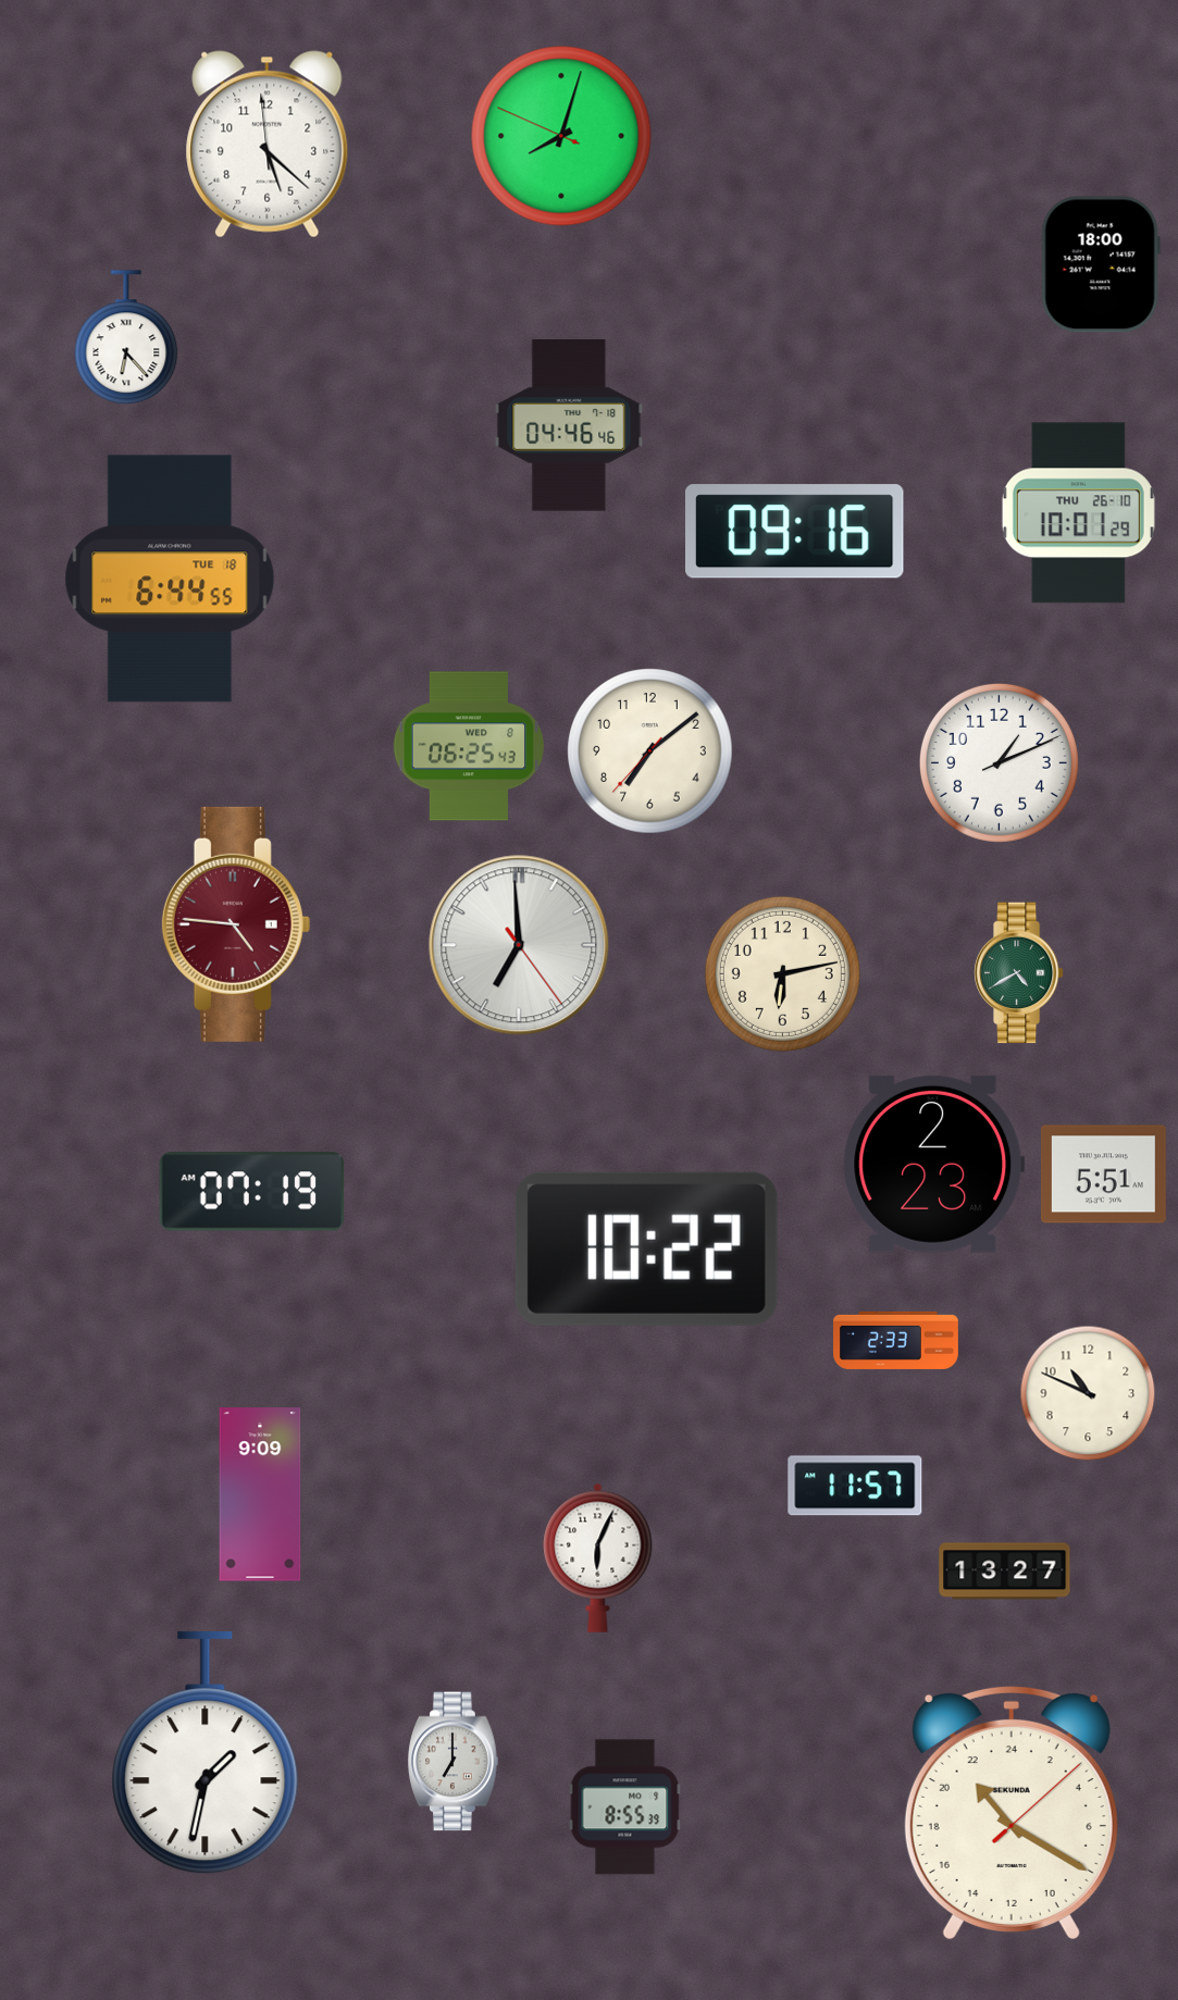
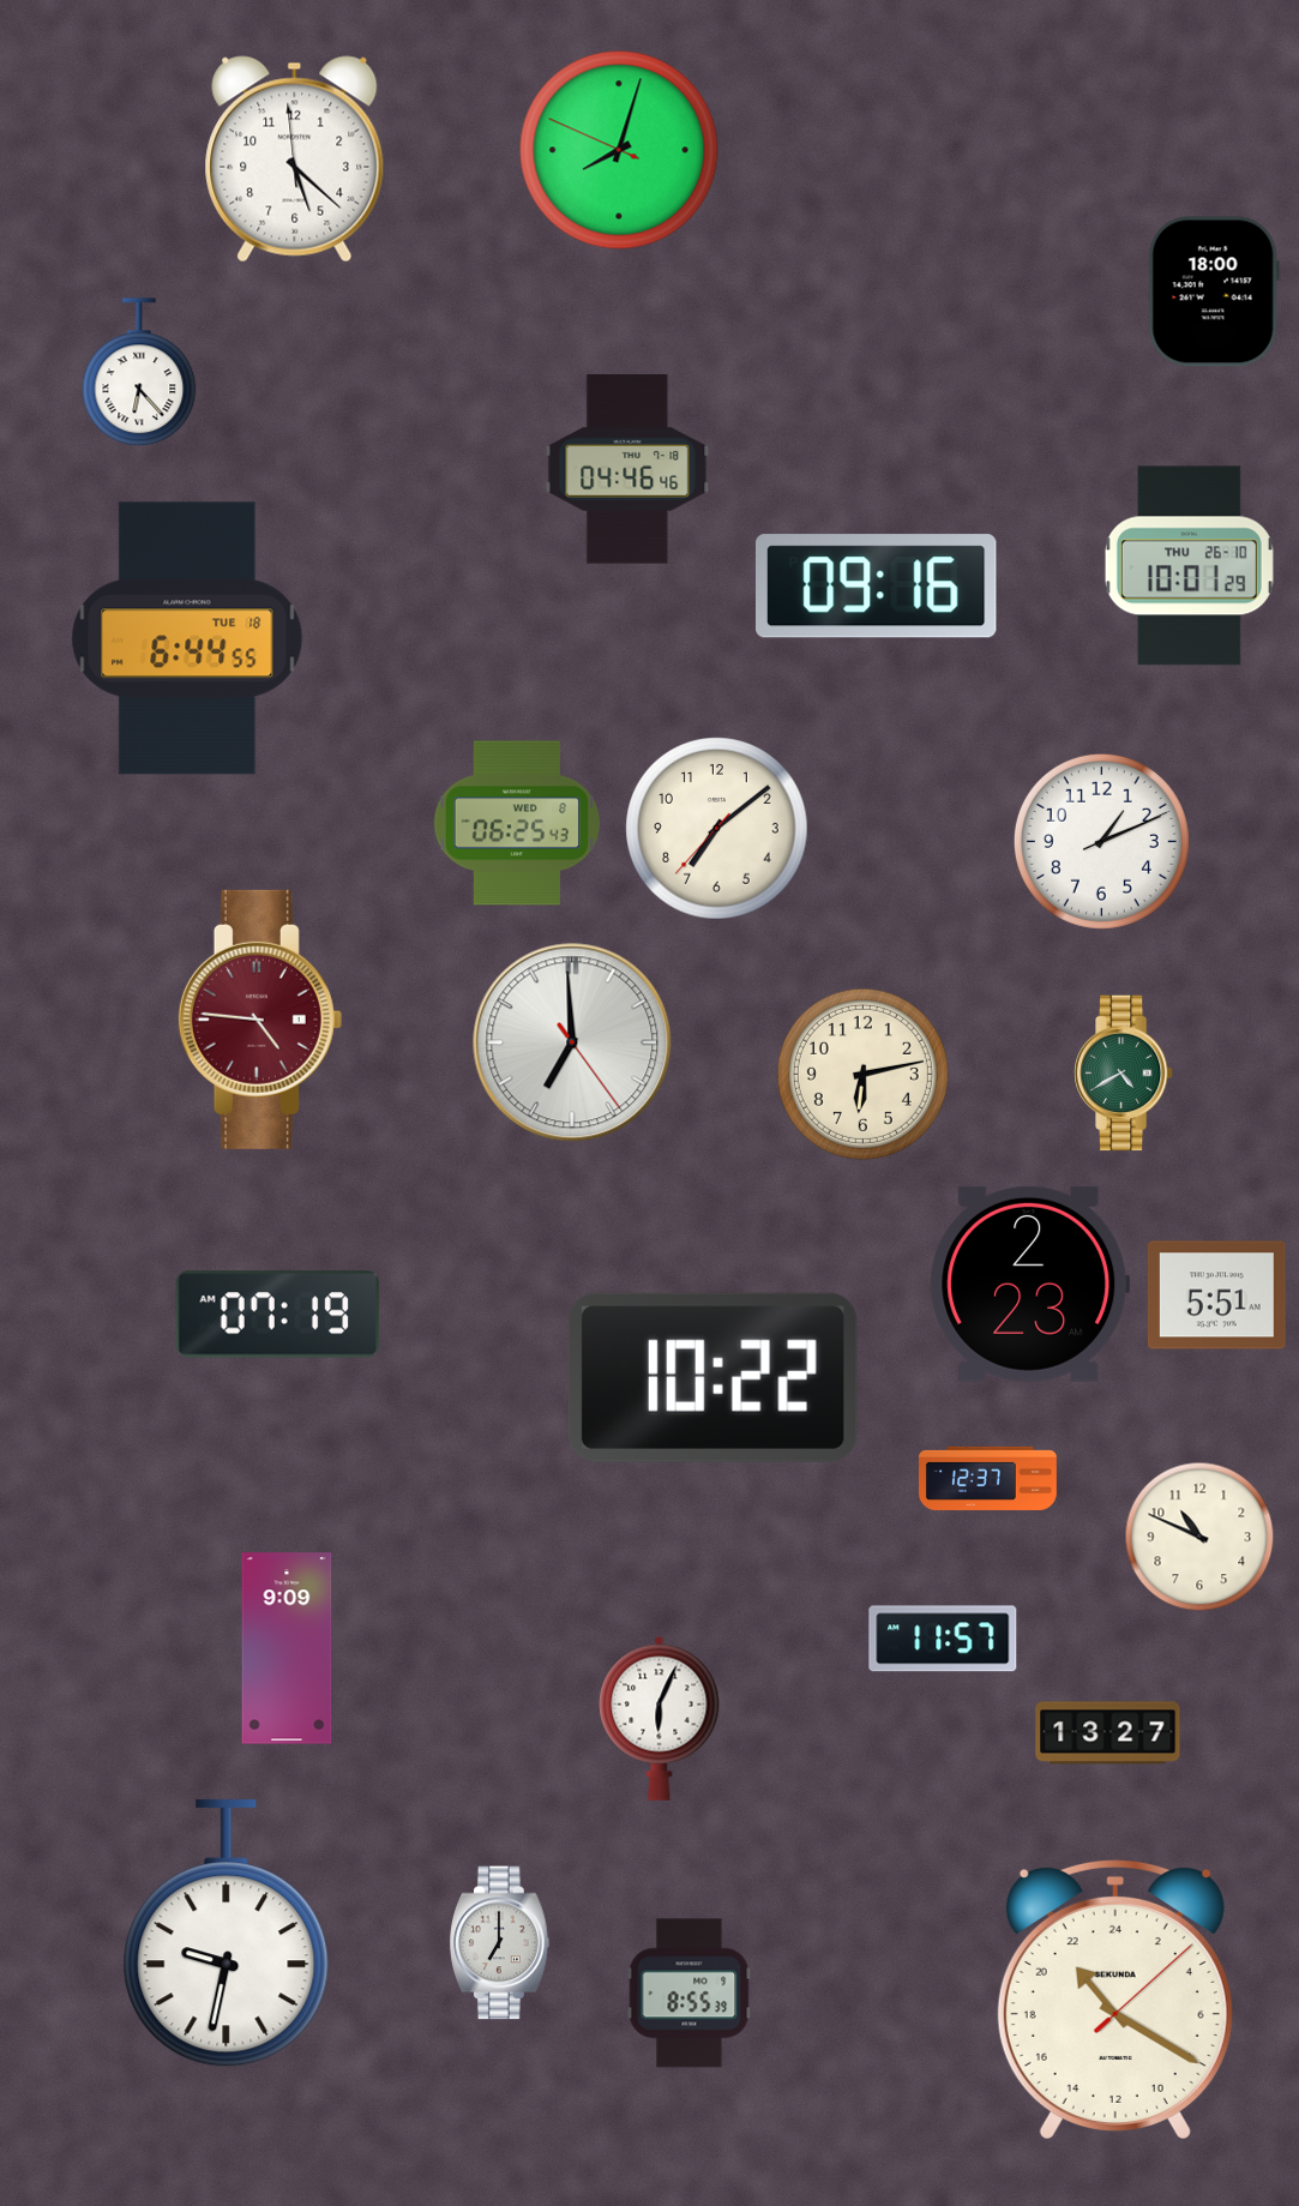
clock at (896, 1340): 2:33 -> 12:37
clock at (206, 1753): 1:32 -> 9:32
